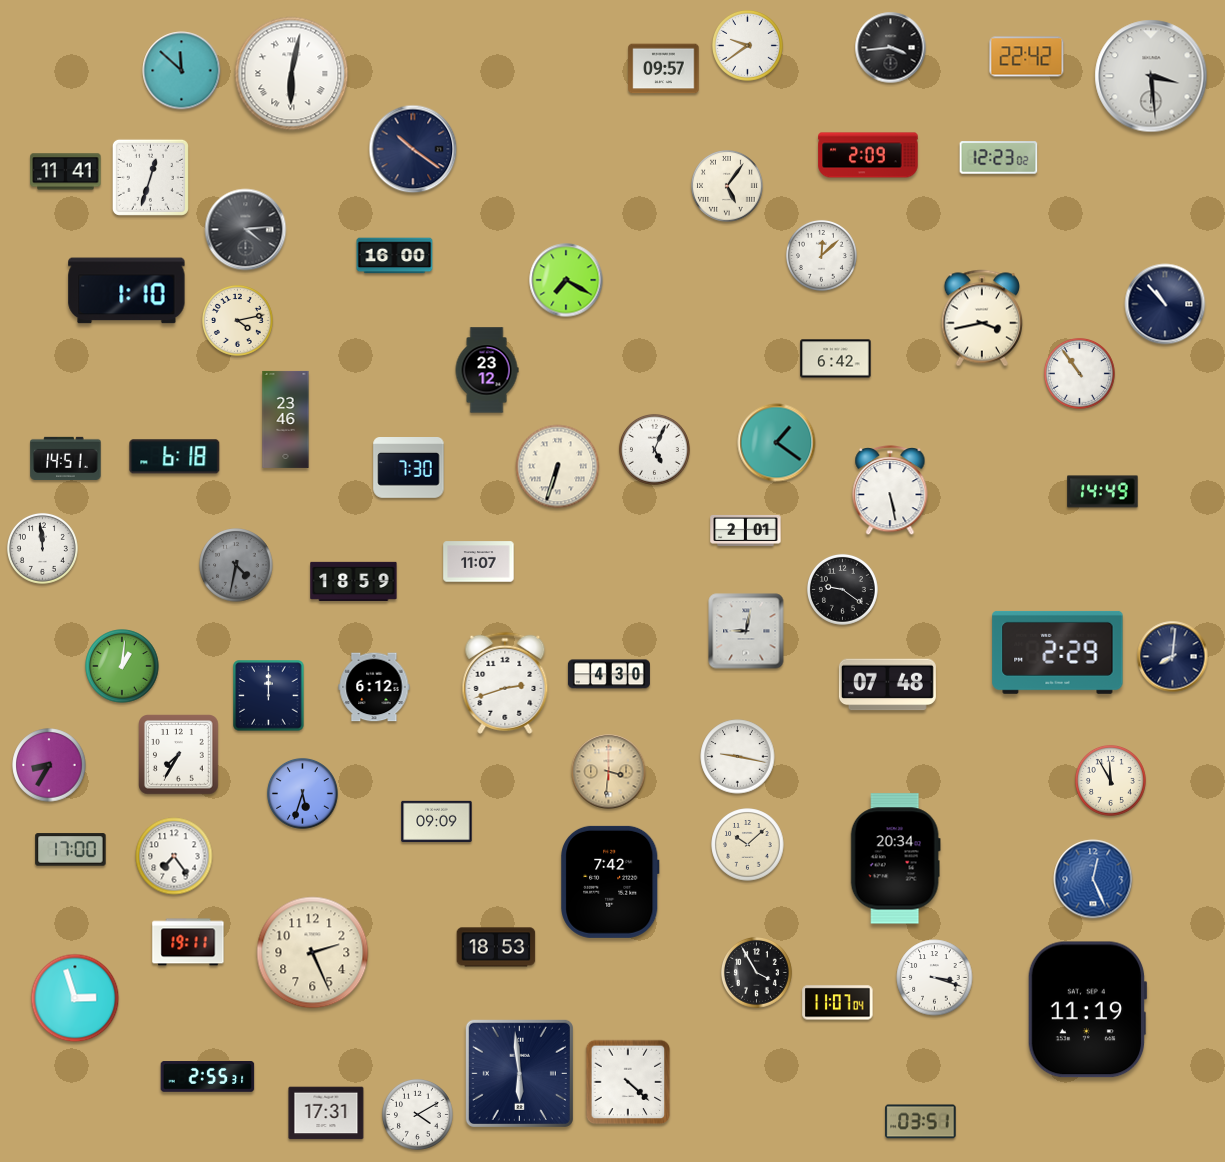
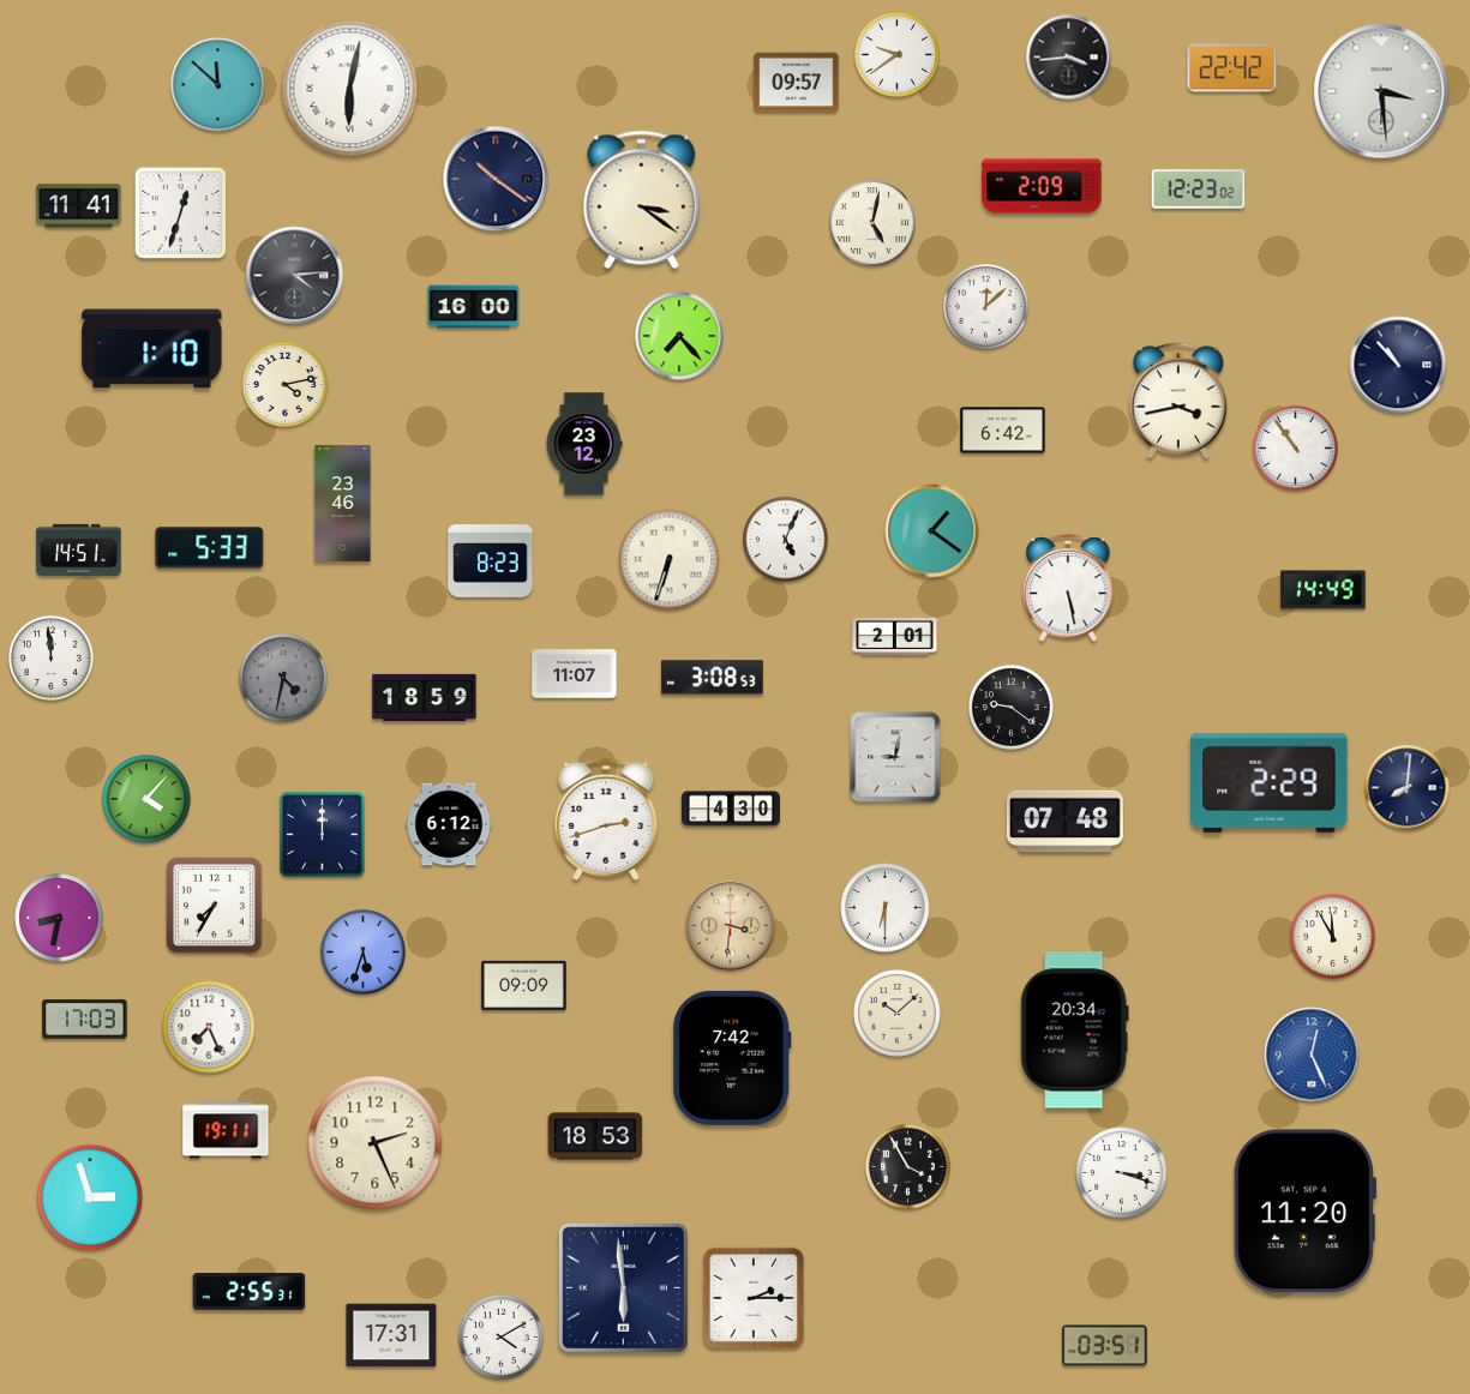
clock at (642, 200): none -> 3:21
clock at (728, 187): 5:06 -> 5:02
clock at (566, 280): 7:20 -> 7:23
clock at (981, 318) position: (981, 318) -> (1177, 401)
clock at (175, 457): 6:18 -> 5:33
clock at (409, 468): 7:30 -> 8:23
clock at (713, 678): none -> 3:08
clock at (122, 666): 1:01 -> 4:07
clock at (738, 757): 9:17 -> 6:30
clock at (49, 765): 8:35 -> 8:32
clock at (71, 850): 17:00 -> 17:03
clock at (174, 856): 7:24 -> 7:26
clock at (838, 1003): 11:07 -> none
clock at (1087, 1010): 11:19 -> 11:20
clock at (628, 1082): 4:22 -> 2:15
